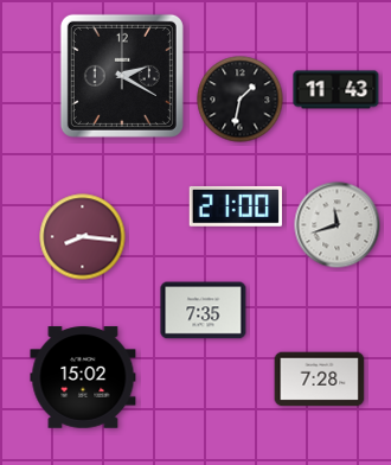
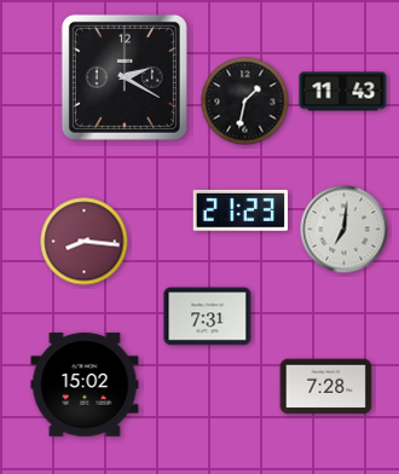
clock at (236, 206): 21:00 -> 21:23
clock at (338, 225): 11:42 -> 7:01
clock at (204, 311): 7:35 -> 7:31
